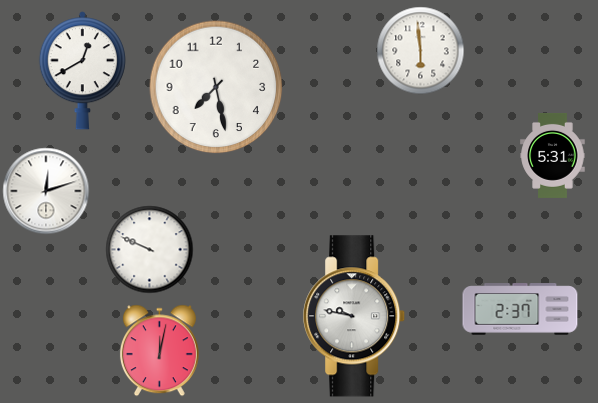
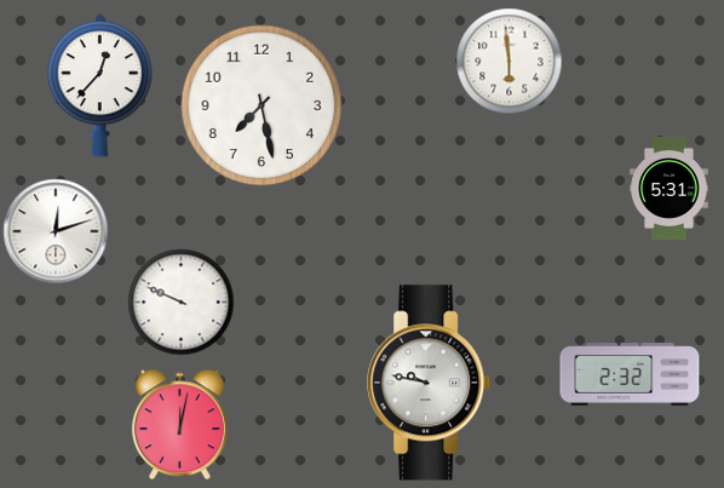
clock at (82, 71): 12:40 -> 12:37
clock at (520, 309): 2:37 -> 2:32
clock at (159, 350) position: (159, 350) -> (179, 424)
